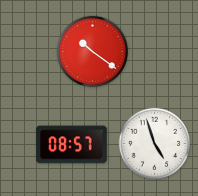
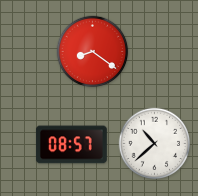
clock at (93, 52): 10:21 -> 8:21
clock at (155, 144): 4:57 -> 10:38
